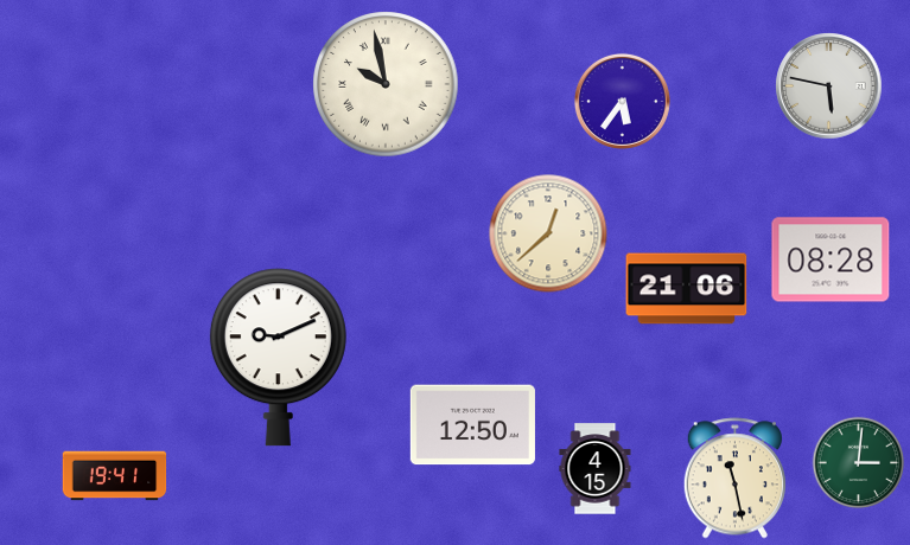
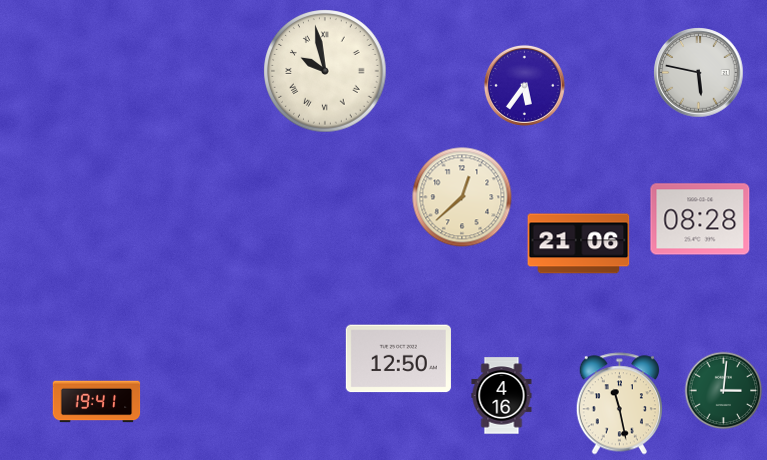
clock at (278, 358): 9:11 -> none
clock at (596, 469): 4:15 -> 4:16
